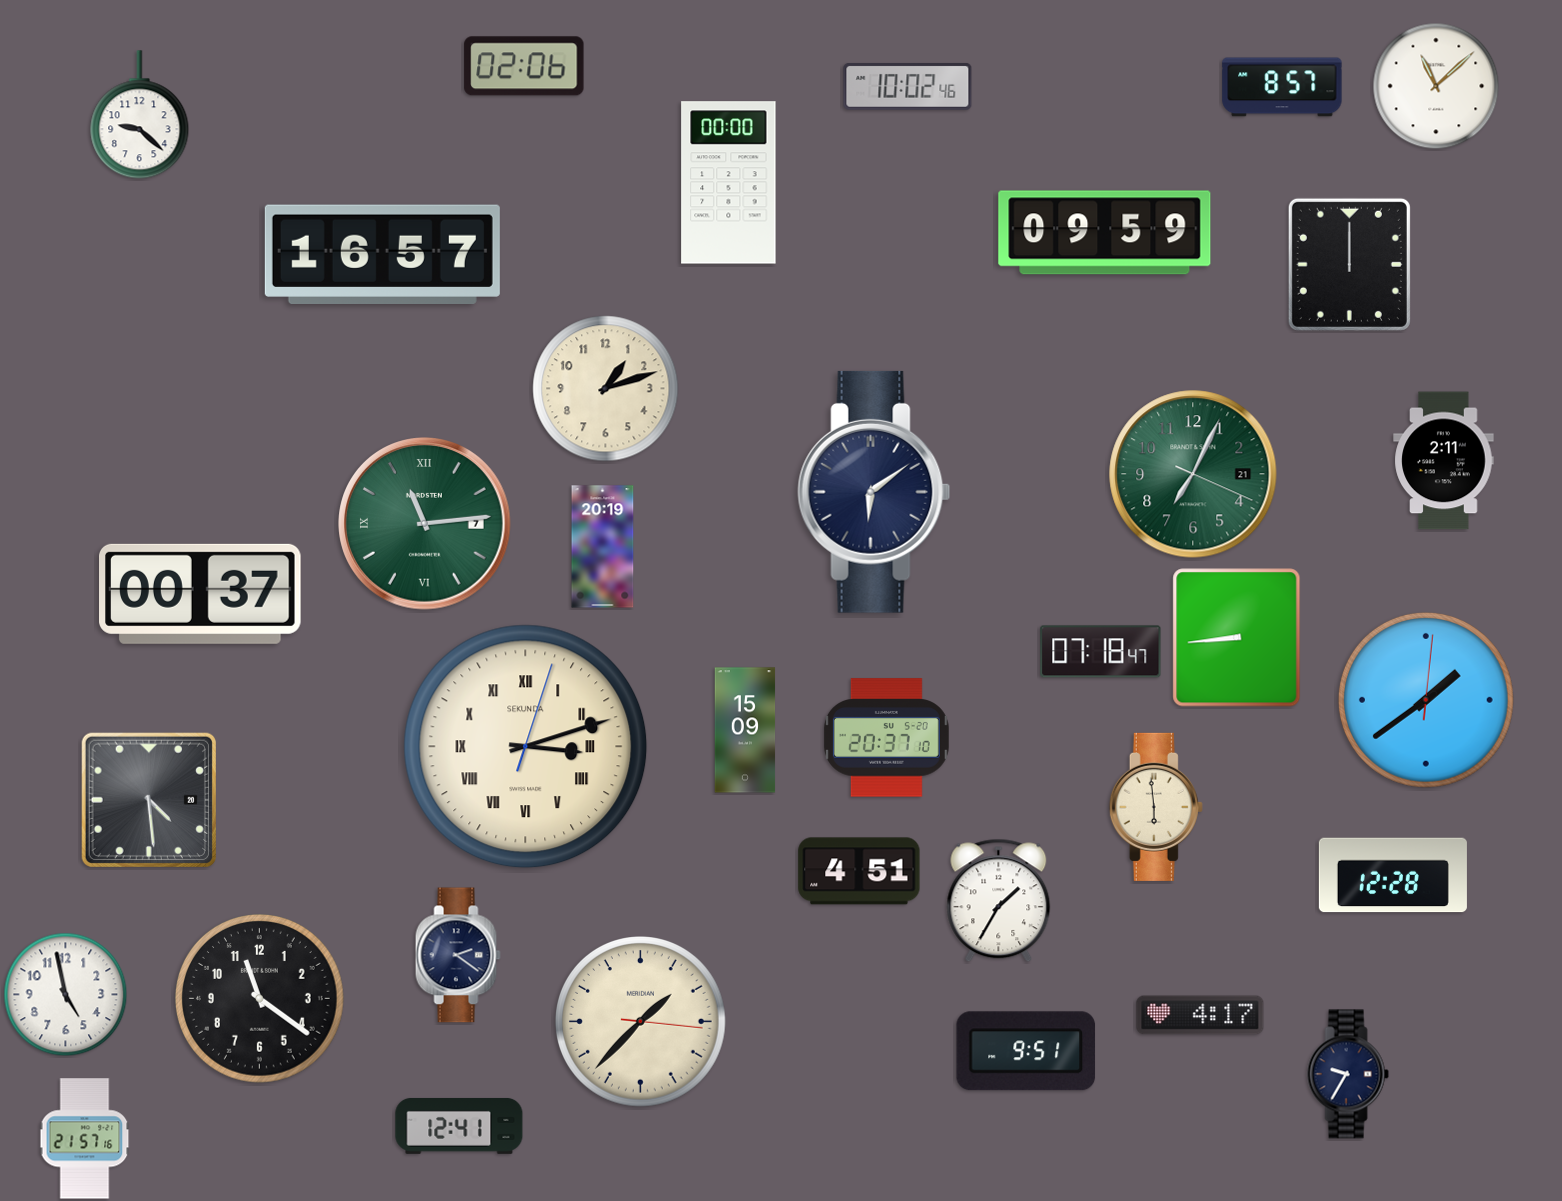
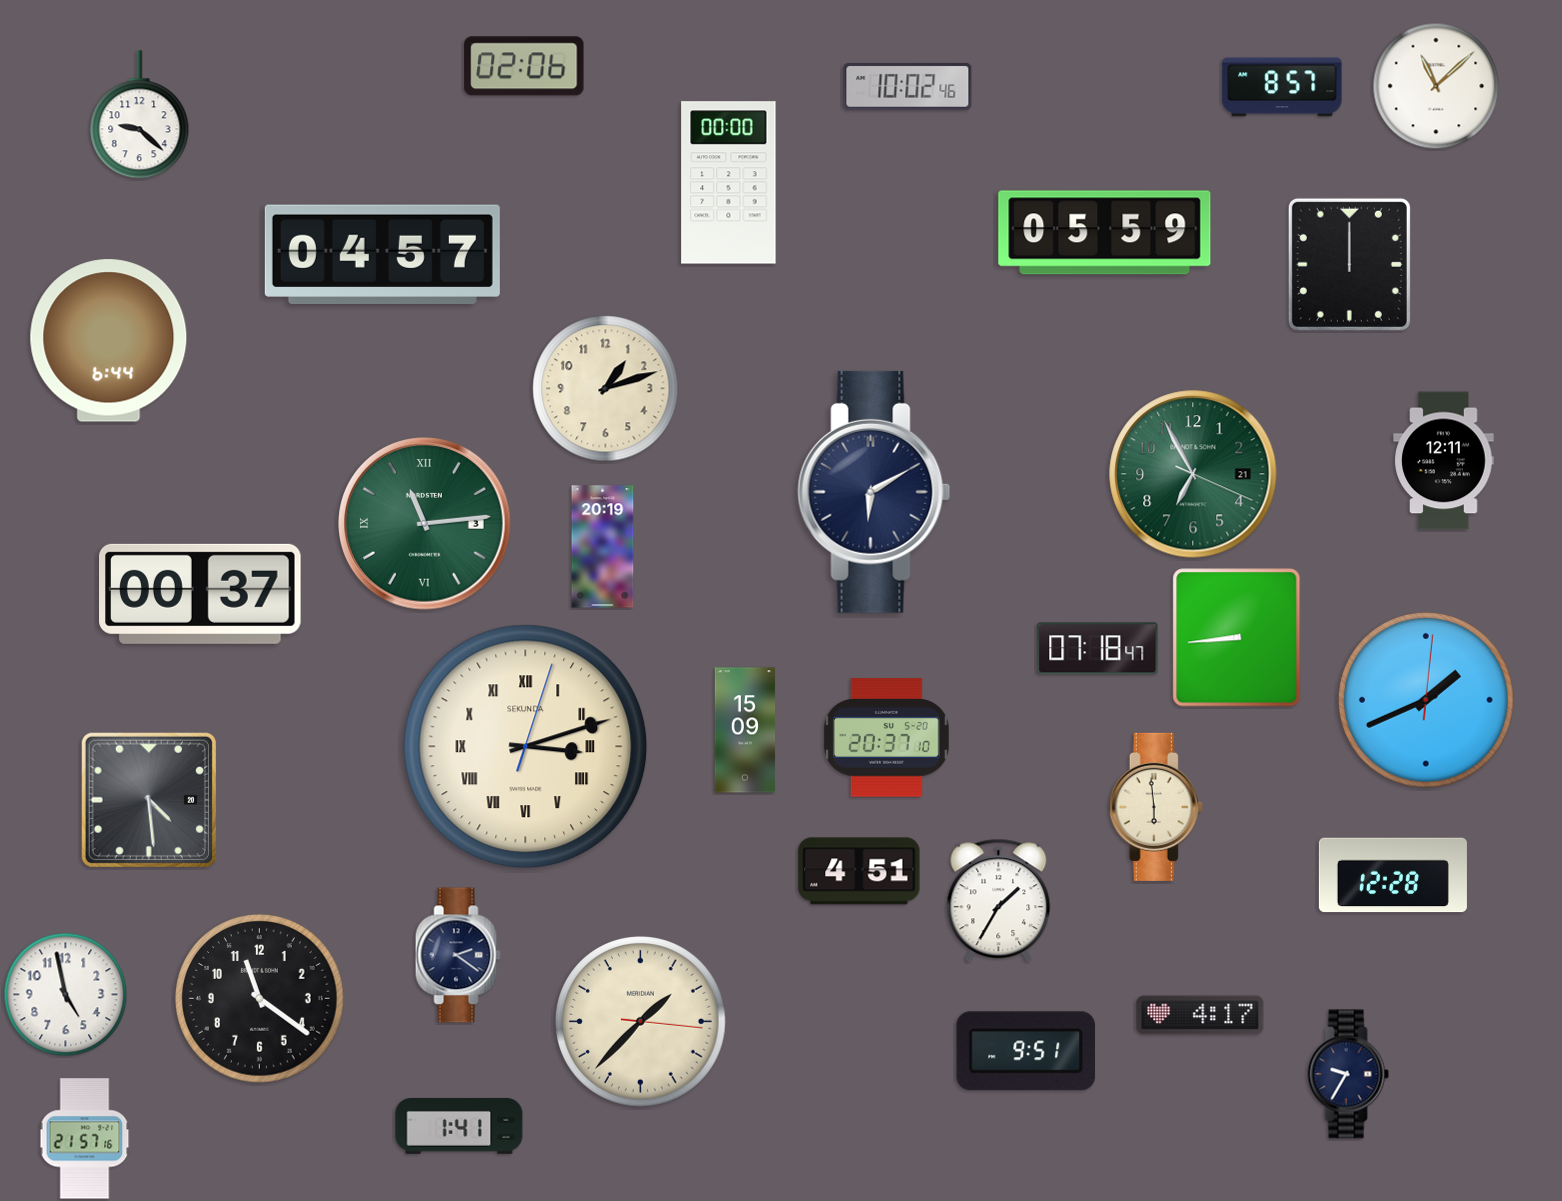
clock at (1105, 233): 09:59 -> 05:59
clock at (382, 255): 16:57 -> 04:57
clock at (109, 341): none -> 6:44
clock at (1444, 461): 2:11 -> 12:11
clock at (1193, 474): 7:04 -> 6:55
clock at (874, 492): 6:09 -> 6:10
clock at (425, 524) date: 7 -> 3
clock at (1101, 652) position: (1101, 652) -> (1098, 649)
clock at (1426, 700): 1:39 -> 1:41
clock at (459, 1126): 12:41 -> 1:41
